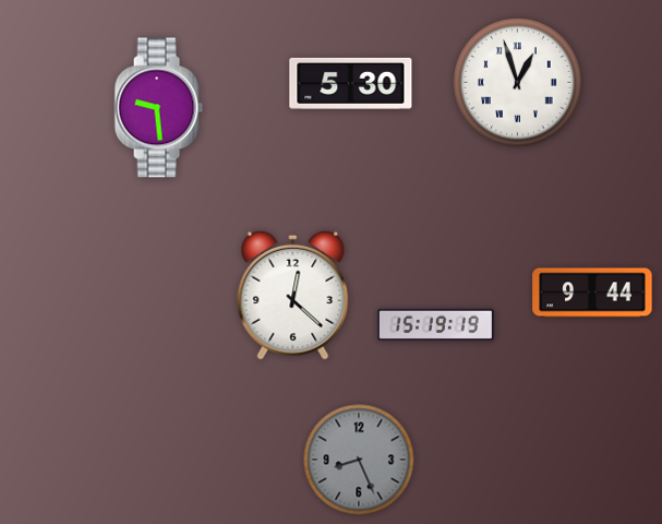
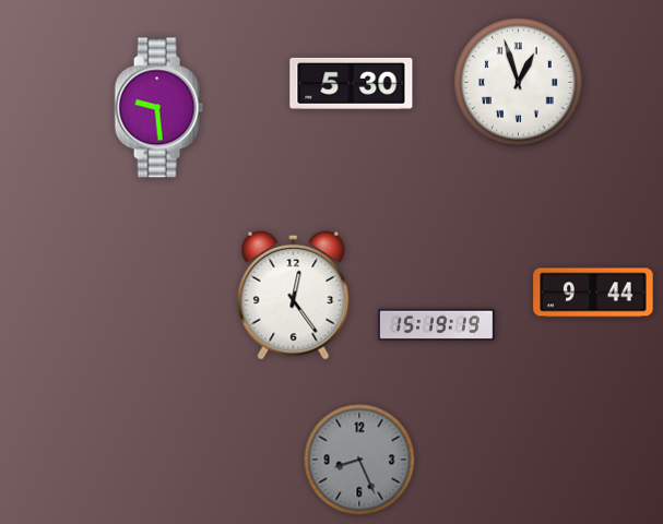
clock at (293, 295): 12:22 -> 12:24
